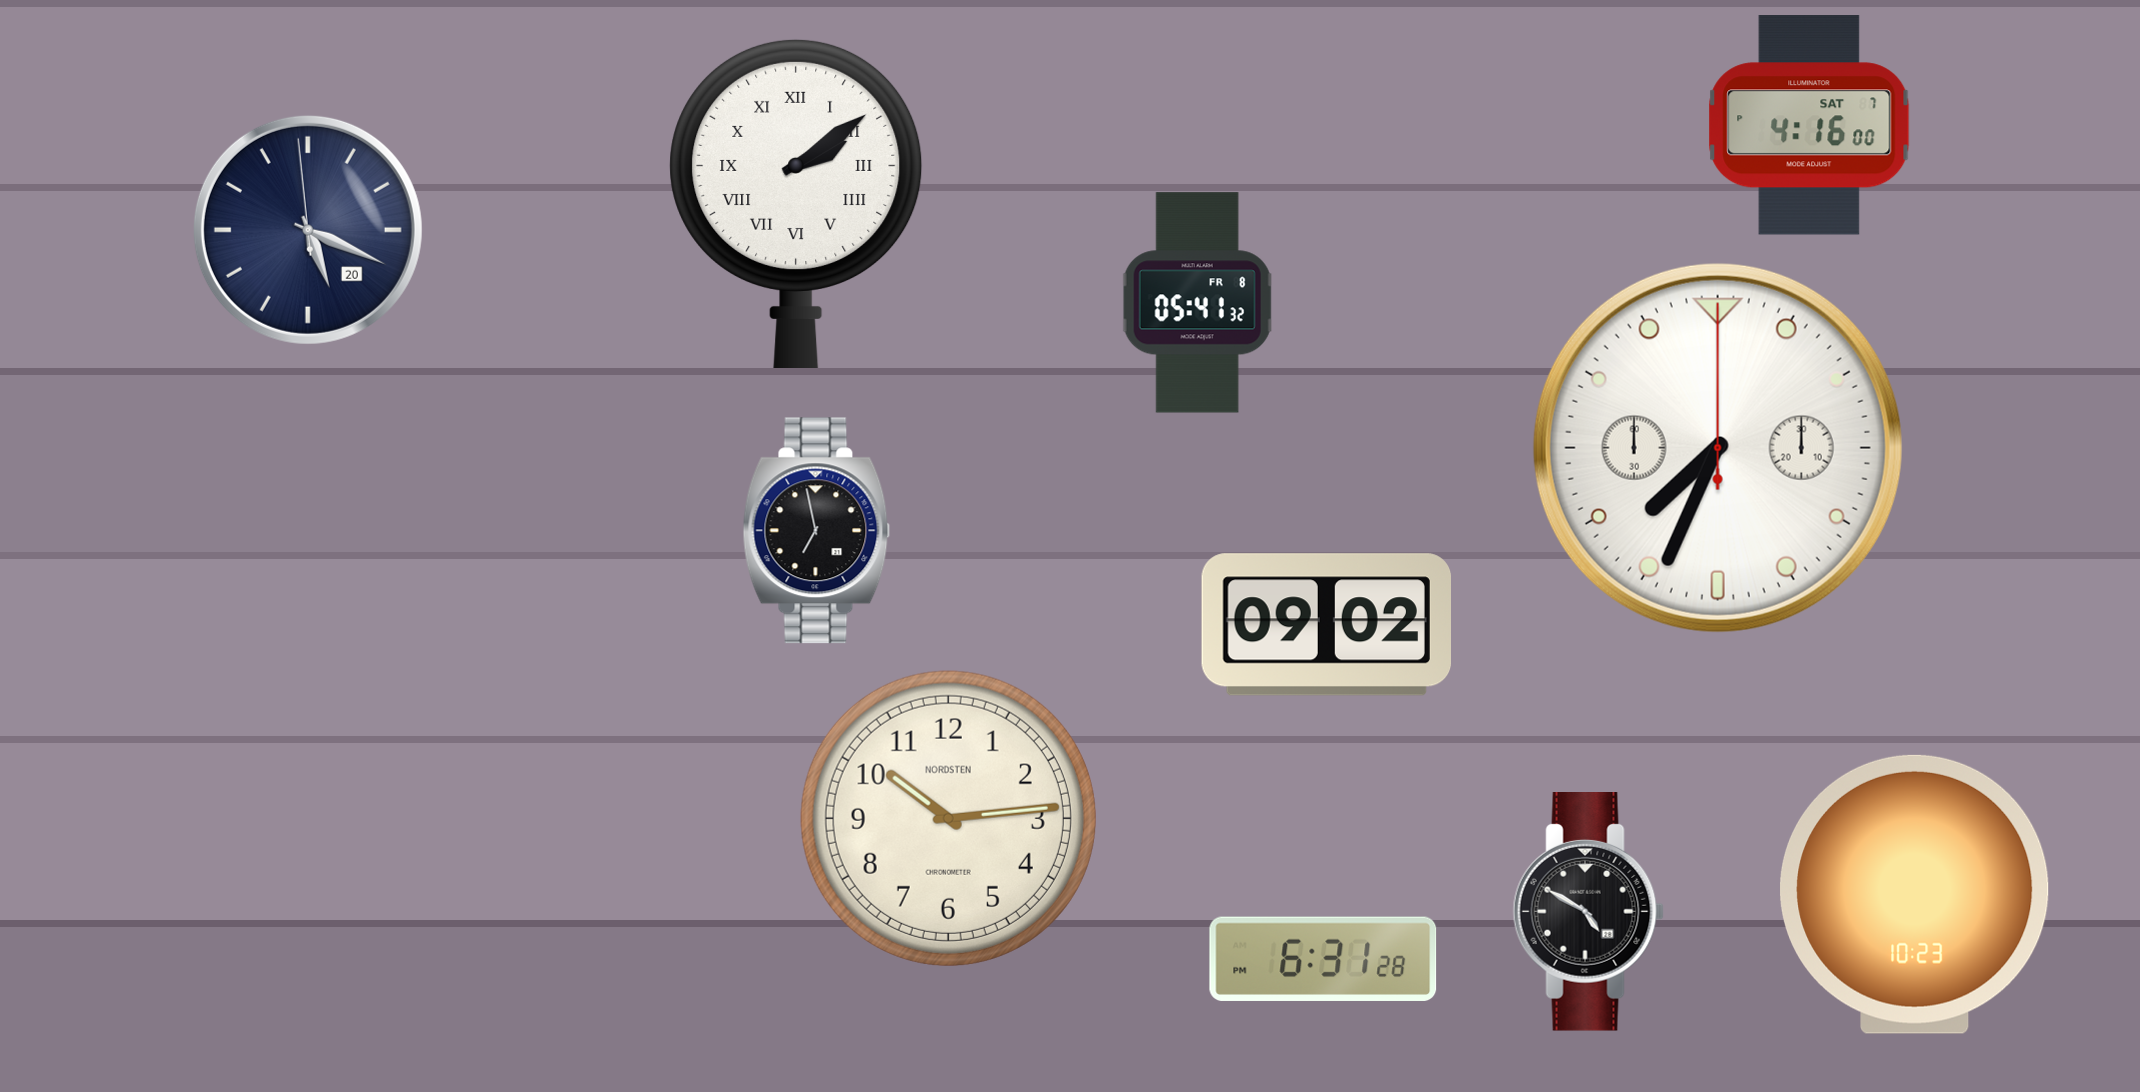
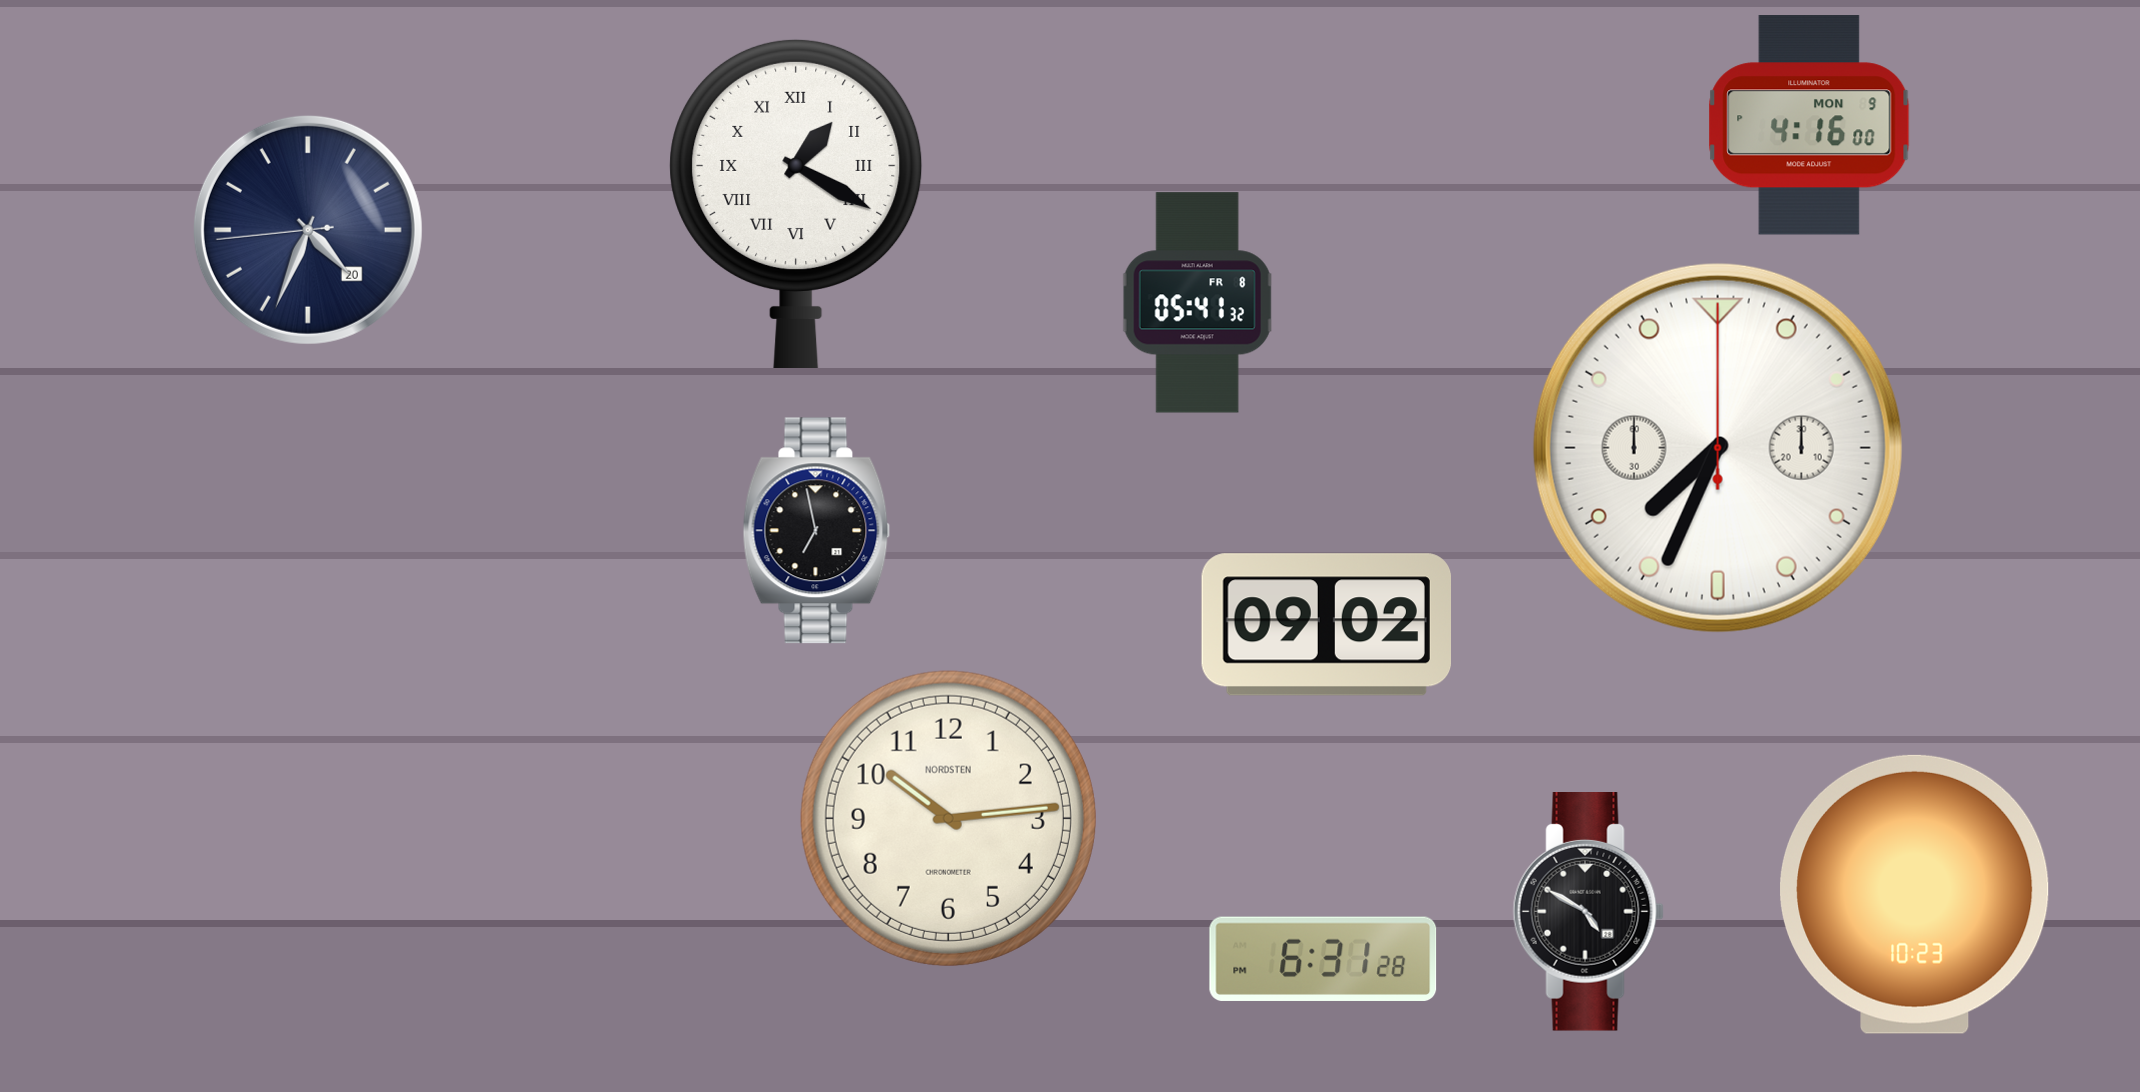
clock at (1809, 125) date: SAT 7 -> MON 9
clock at (796, 203): 2:09 -> 1:20
clock at (308, 230): 5:18 -> 4:33
